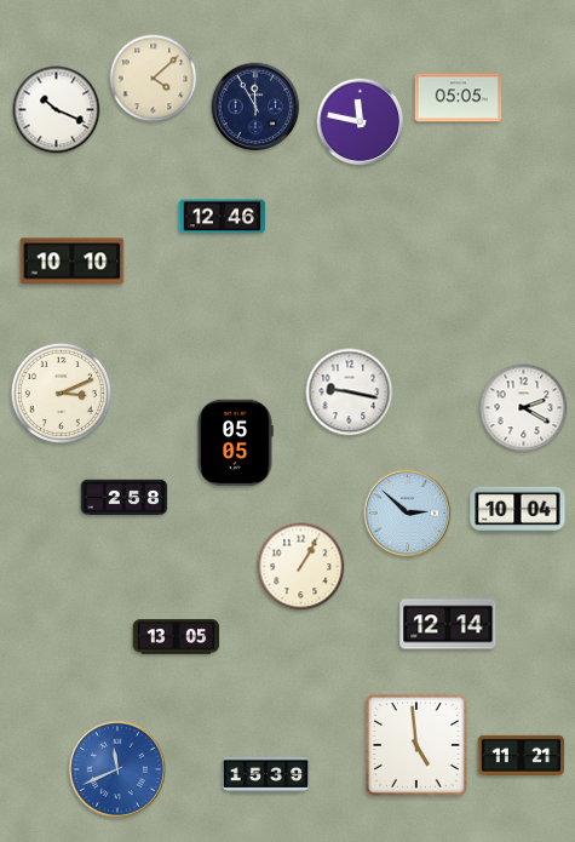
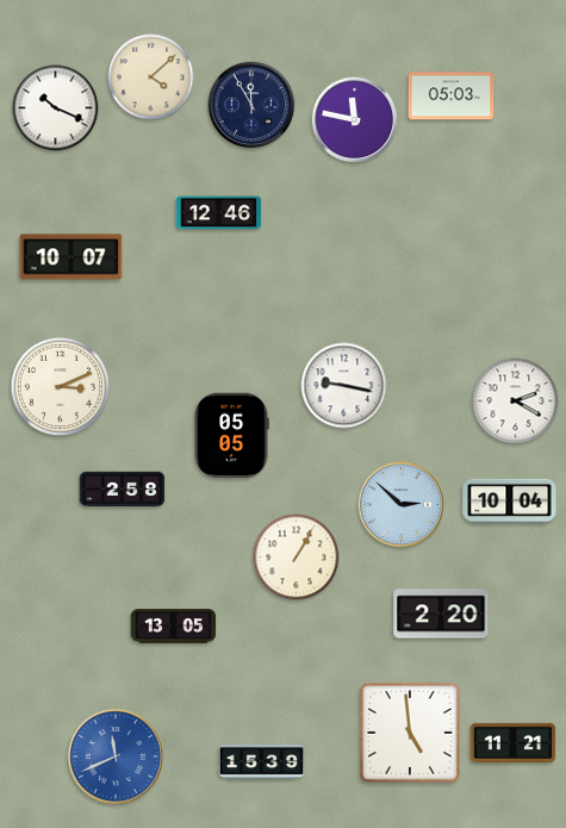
clock at (459, 98): 05:05 -> 05:03
clock at (73, 262): 10:10 -> 10:07
clock at (448, 624): 12:14 -> 2:20
